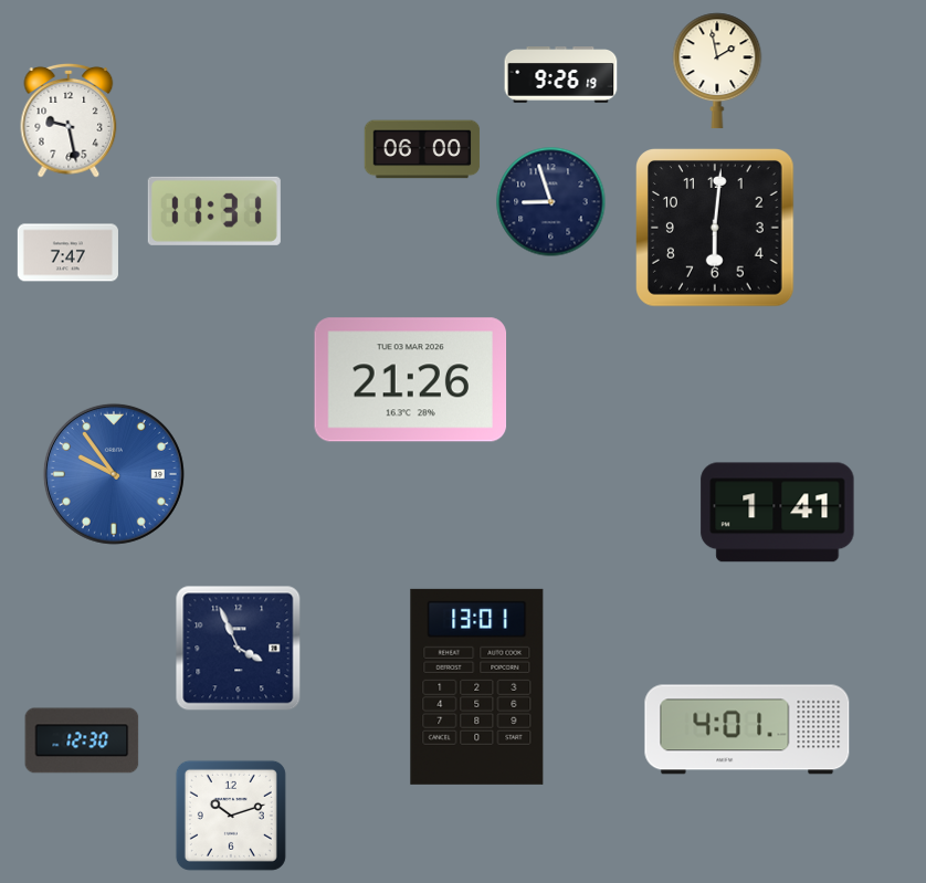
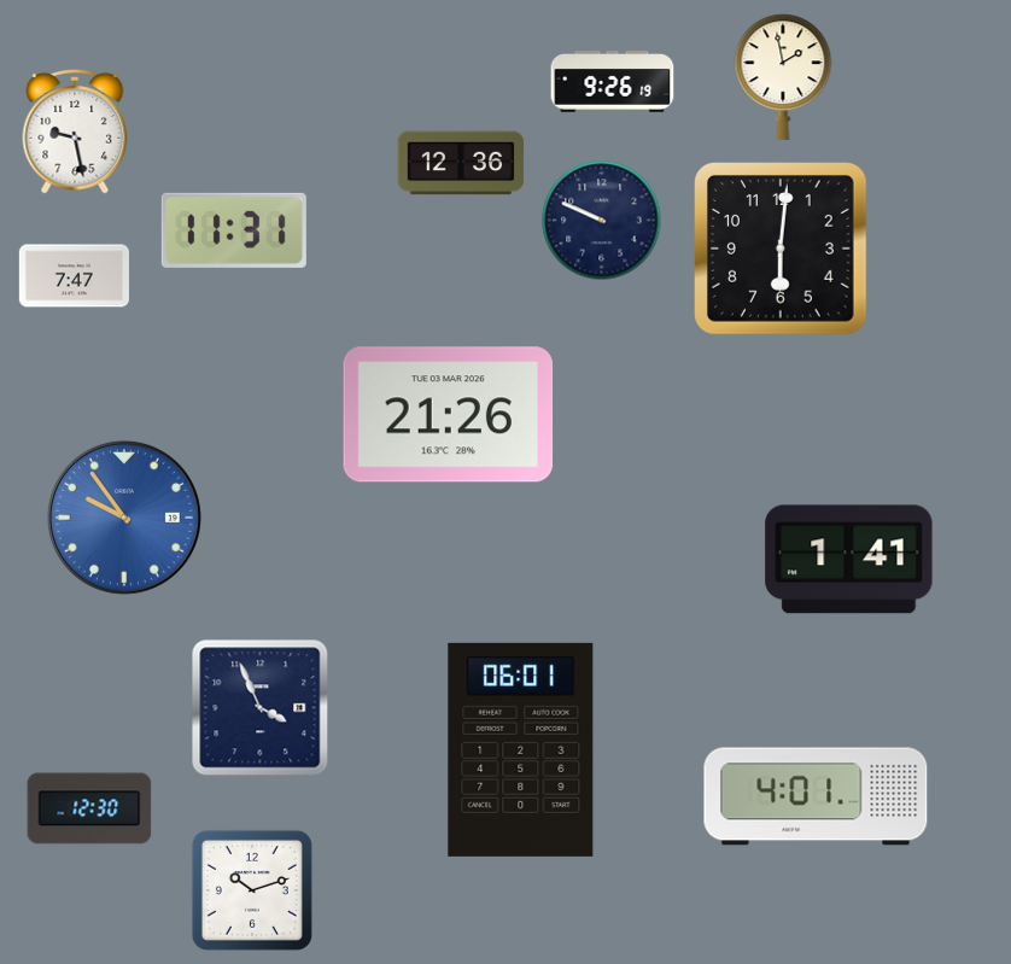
clock at (422, 149): 06:00 -> 12:36
clock at (551, 202): 8:57 -> 9:49
clock at (477, 686): 13:01 -> 06:01
